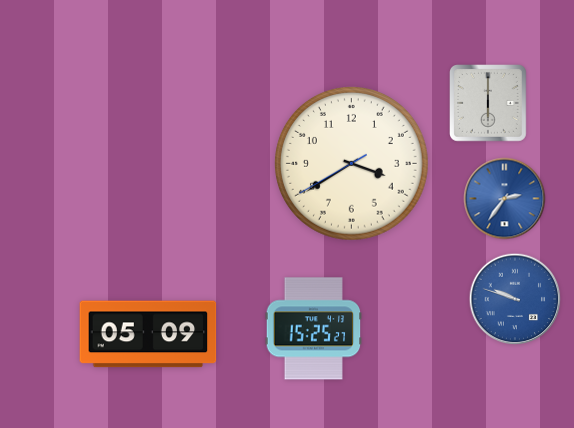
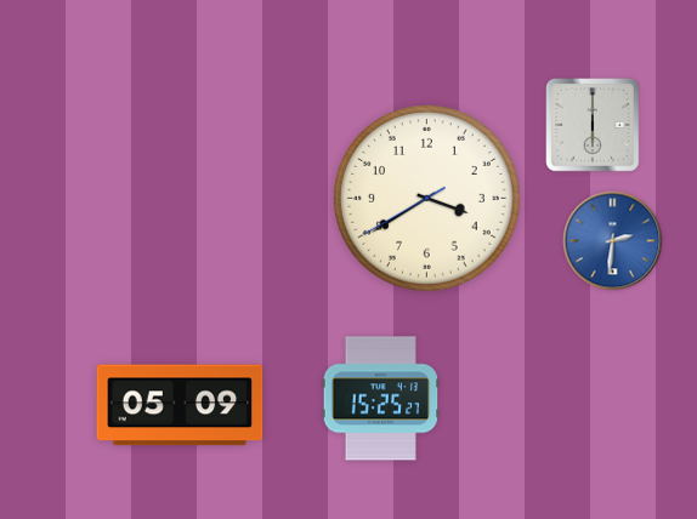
clock at (505, 199): 2:36 -> 2:31
clock at (515, 299): 9:48 -> none
